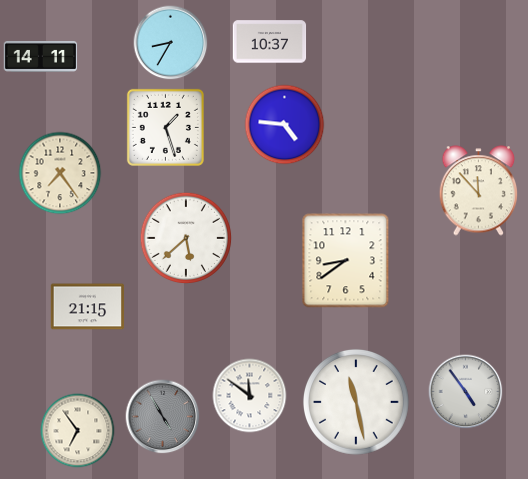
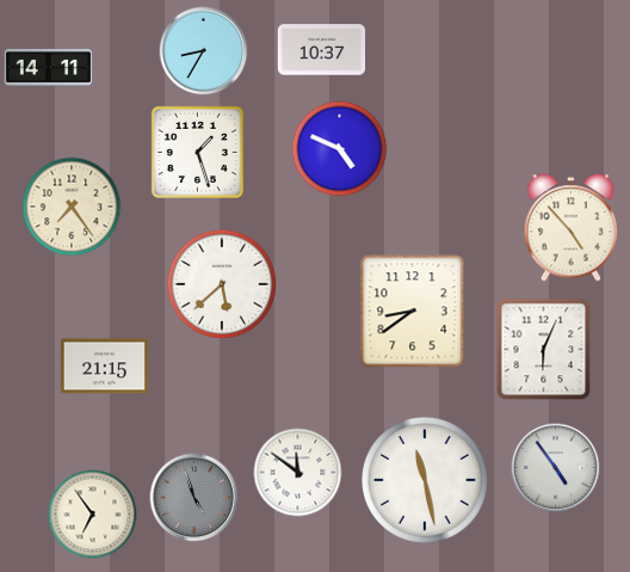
clock at (285, 125): 4:46 -> 4:49
clock at (479, 191): 11:53 -> 4:53
clock at (544, 350): none -> 6:04
clock at (163, 417): 4:55 -> 4:57
